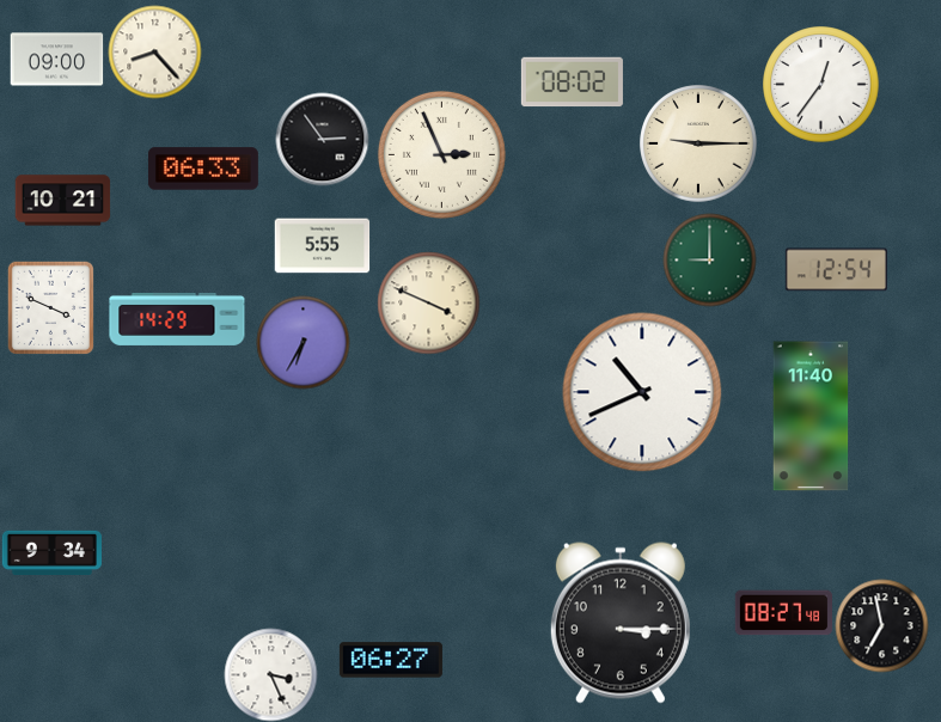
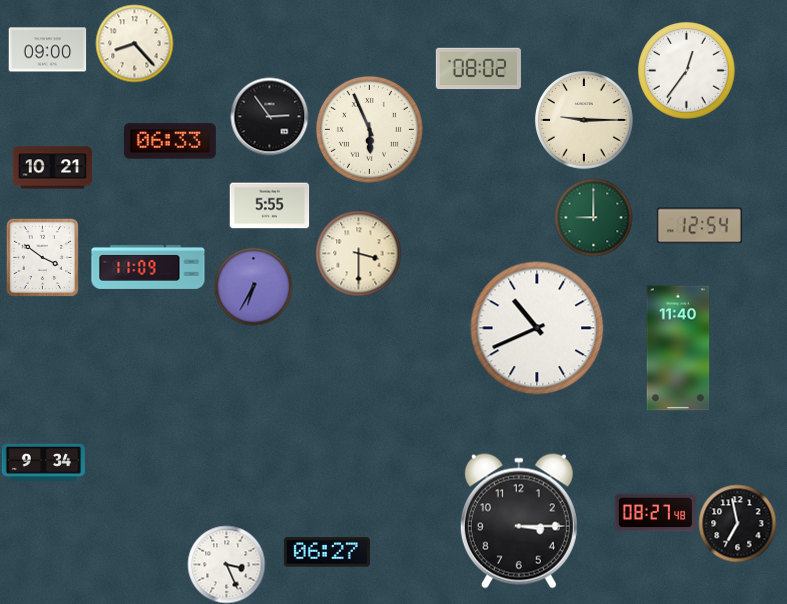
clock at (154, 51) position: (154, 51) -> (134, 43)
clock at (441, 154): 2:56 -> 5:56
clock at (428, 302): 3:49 -> 3:30
clock at (50, 307): 3:49 -> 3:51
clock at (177, 319): 14:29 -> 11:09
